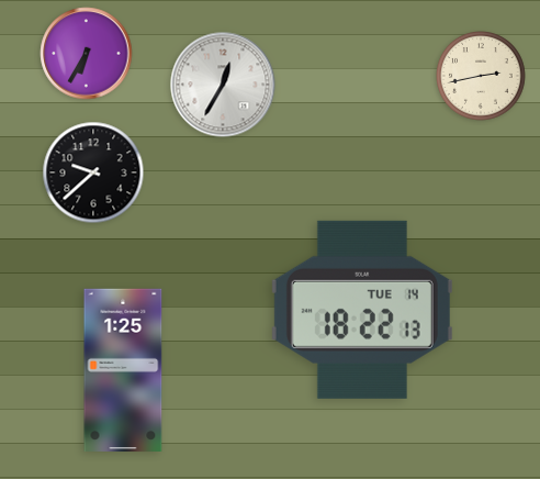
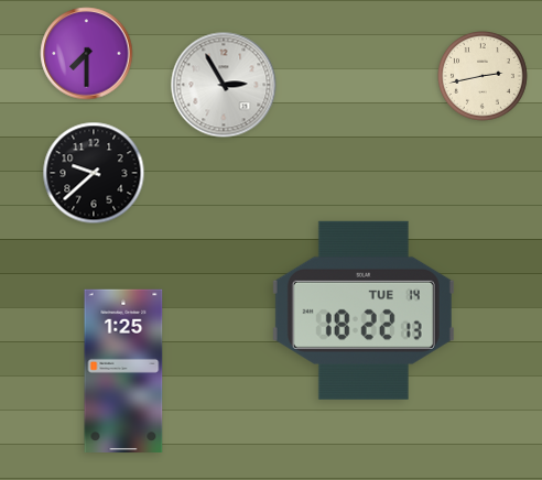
clock at (87, 54): 6:35 -> 7:30
clock at (223, 85): 12:35 -> 2:55
